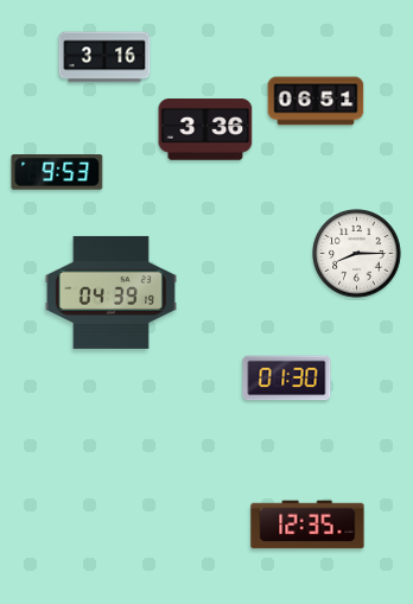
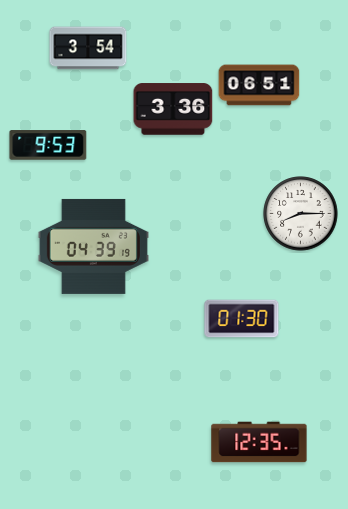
clock at (104, 57): 3:16 -> 3:54
clock at (316, 101) position: (316, 101) -> (259, 85)
